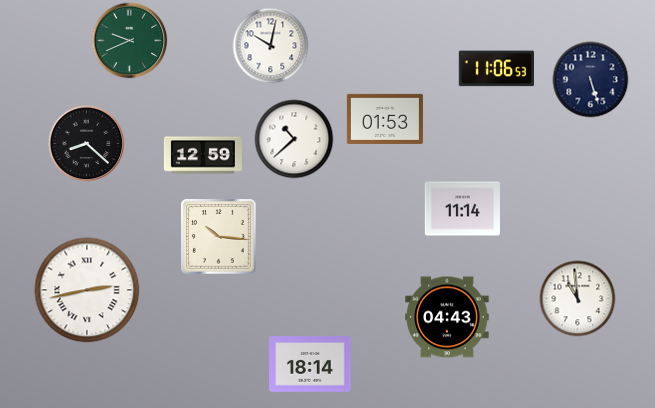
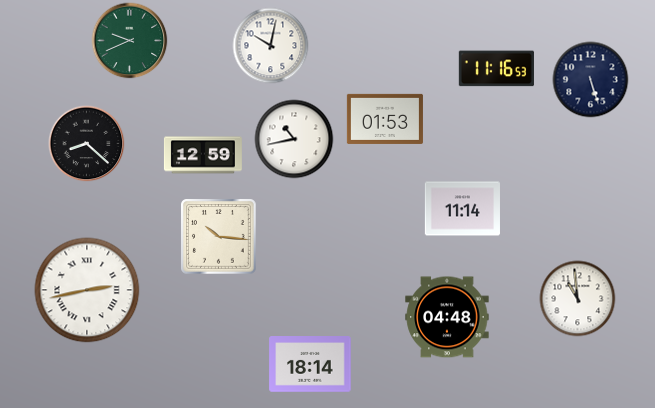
clock at (496, 69): 11:06 -> 11:16
clock at (294, 139): 10:38 -> 10:43
clock at (447, 317): 04:43 -> 04:48
